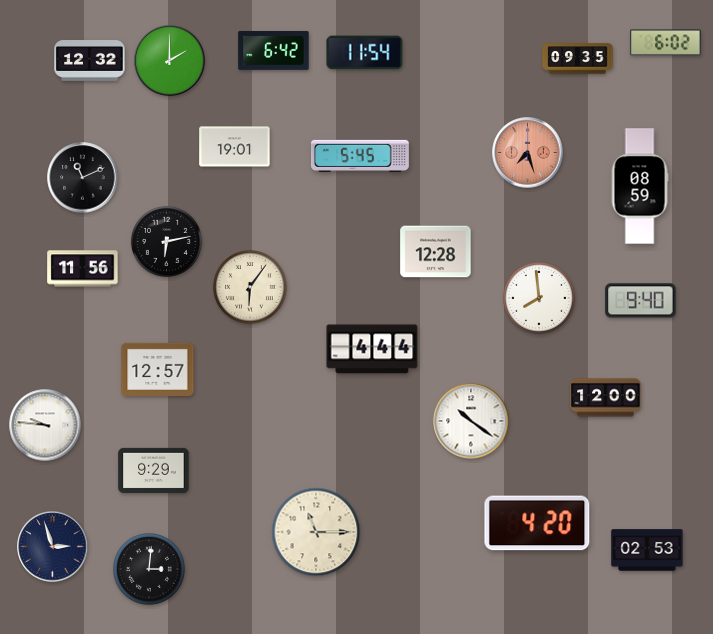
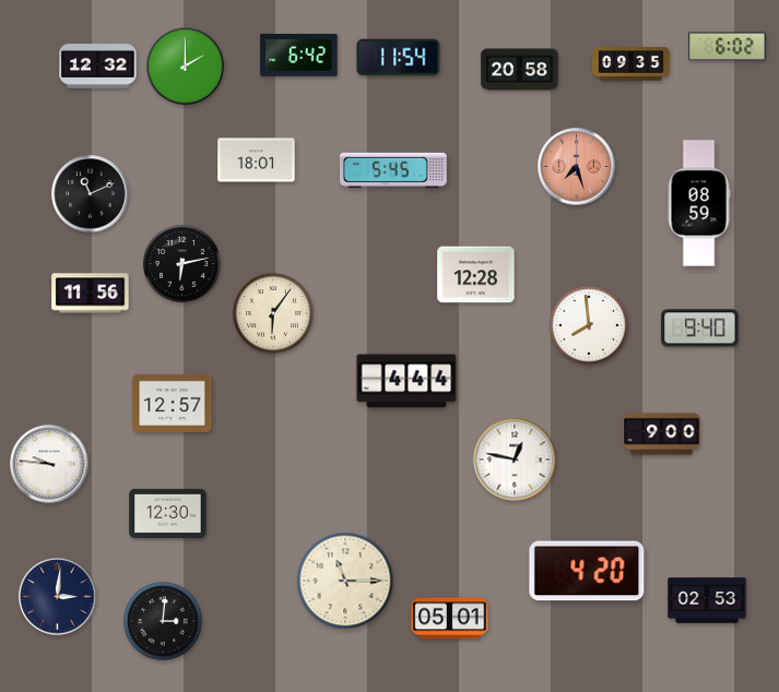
clock at (520, 70): none -> 20:58
clock at (235, 147): 19:01 -> 18:01
clock at (606, 398): 12:00 -> 9:00
clock at (471, 421): 10:21 -> 12:47
clock at (154, 470): 9:29 -> 12:30
clock at (53, 547): 2:57 -> 3:01
clock at (450, 619): none -> 05:01
